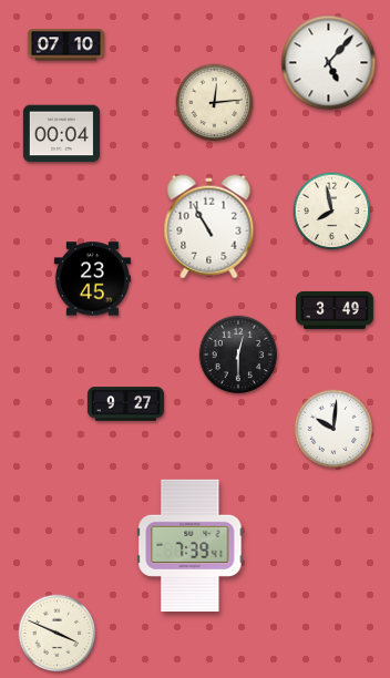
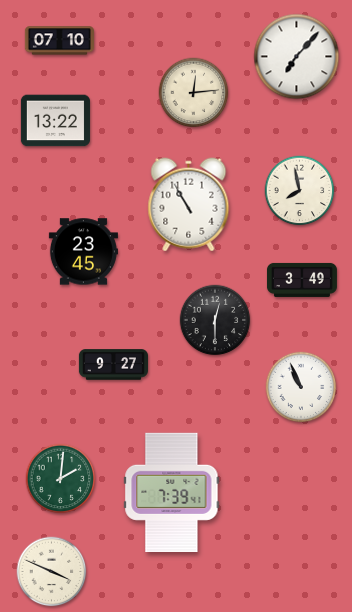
clock at (329, 63): 5:07 -> 7:07
clock at (61, 134): 00:04 -> 13:22
clock at (333, 429): 10:01 -> 10:56
clock at (61, 479): none -> 2:01
